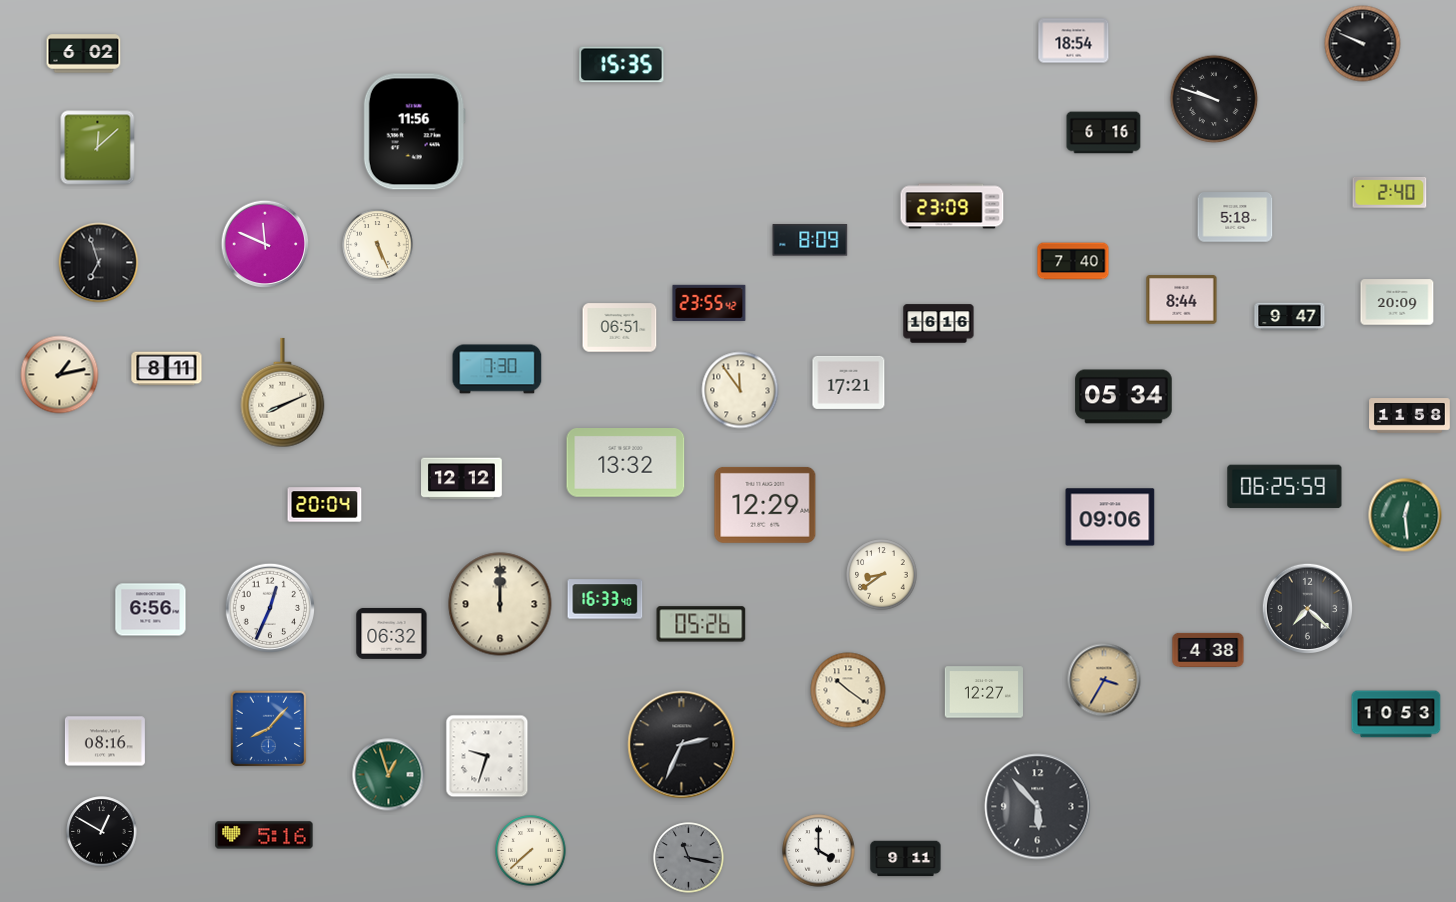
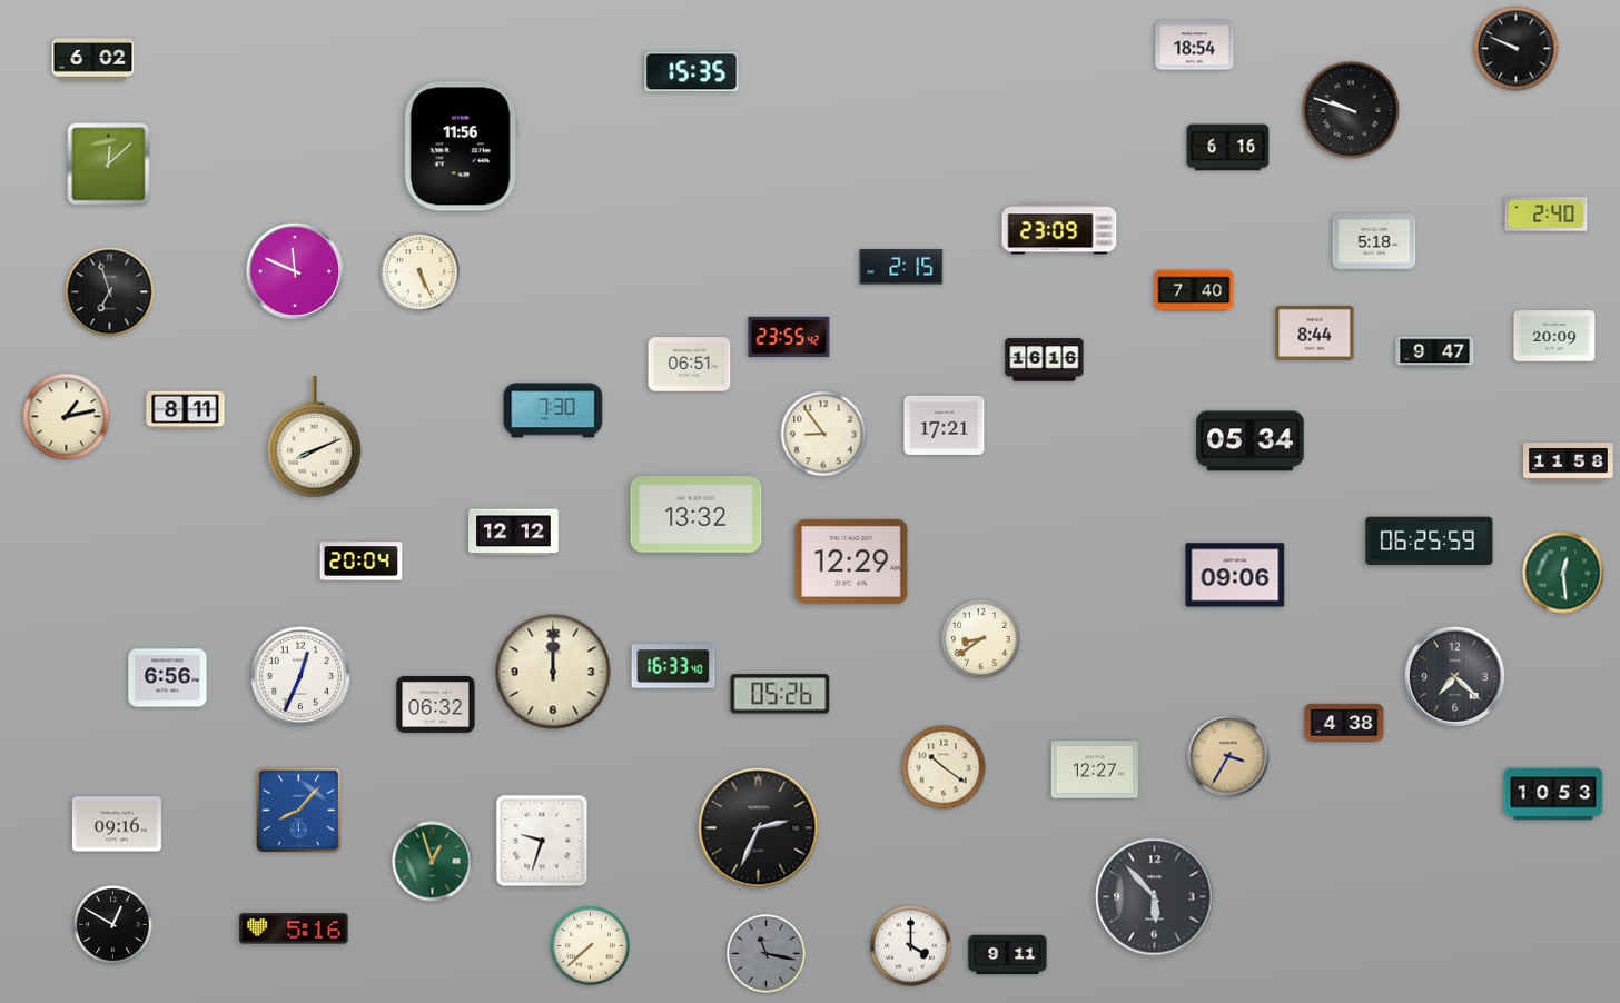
clock at (810, 240): 8:09 -> 2:15
clock at (740, 390): 11:54 -> 8:54
clock at (500, 604) position: (500, 604) -> (553, 672)
clock at (105, 741): 08:16 -> 09:16
